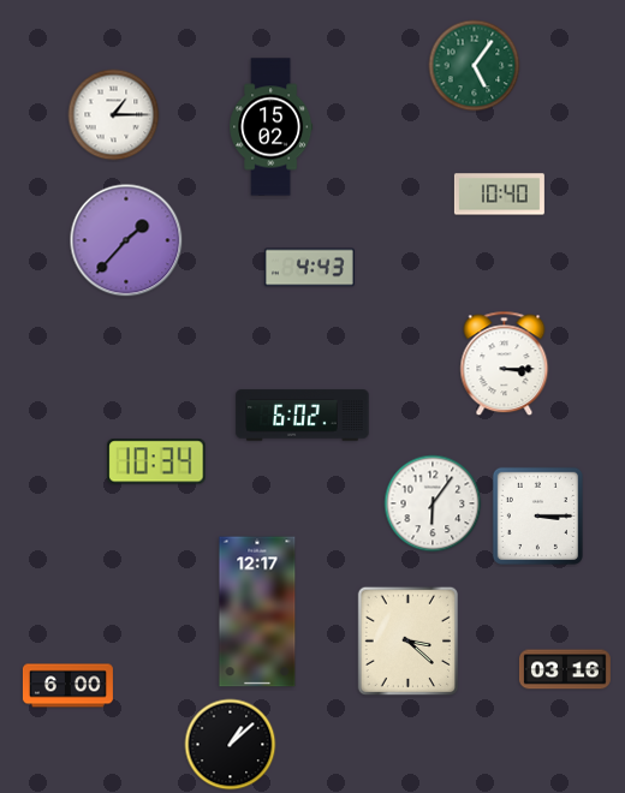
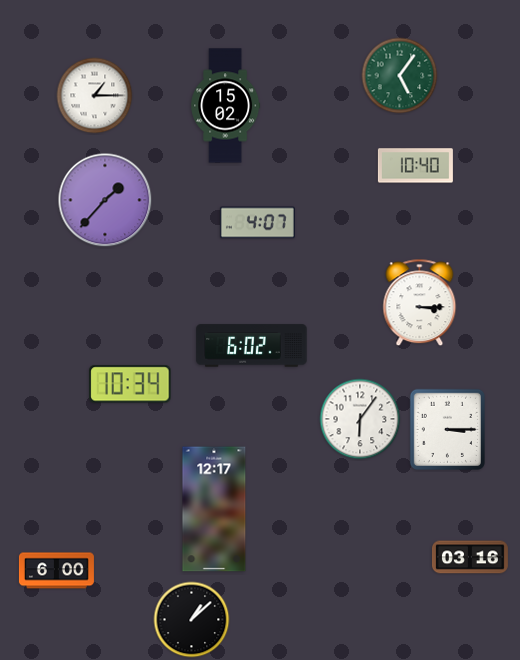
clock at (475, 66) position: (475, 66) -> (400, 76)
clock at (499, 195) position: (499, 195) -> (415, 166)
clock at (309, 268): 4:43 -> 4:07
clock at (407, 640): 3:22 -> none
